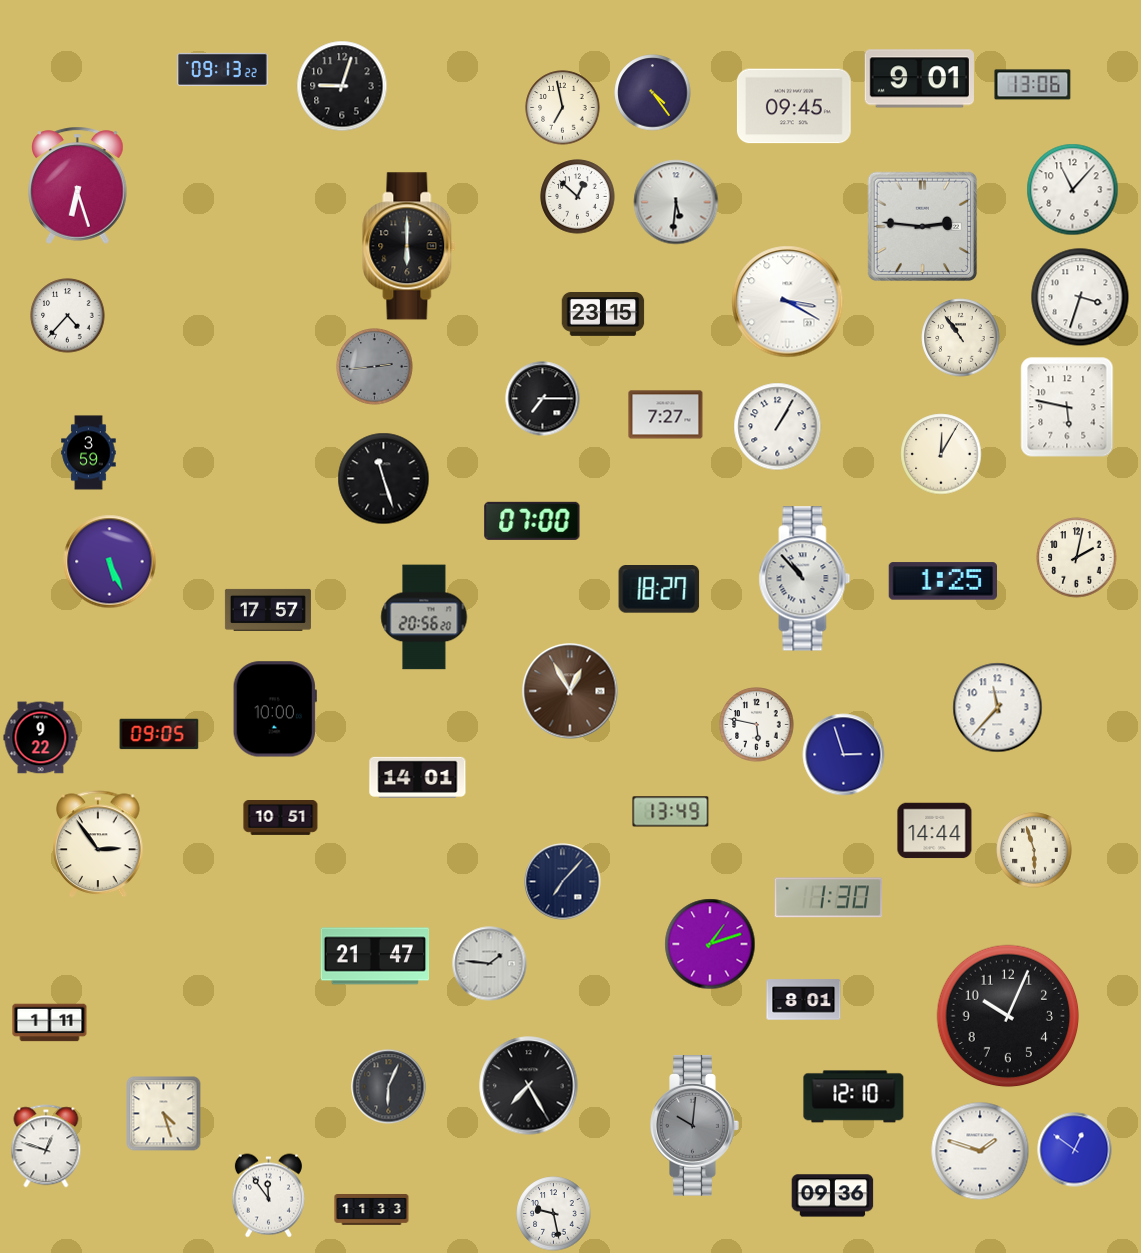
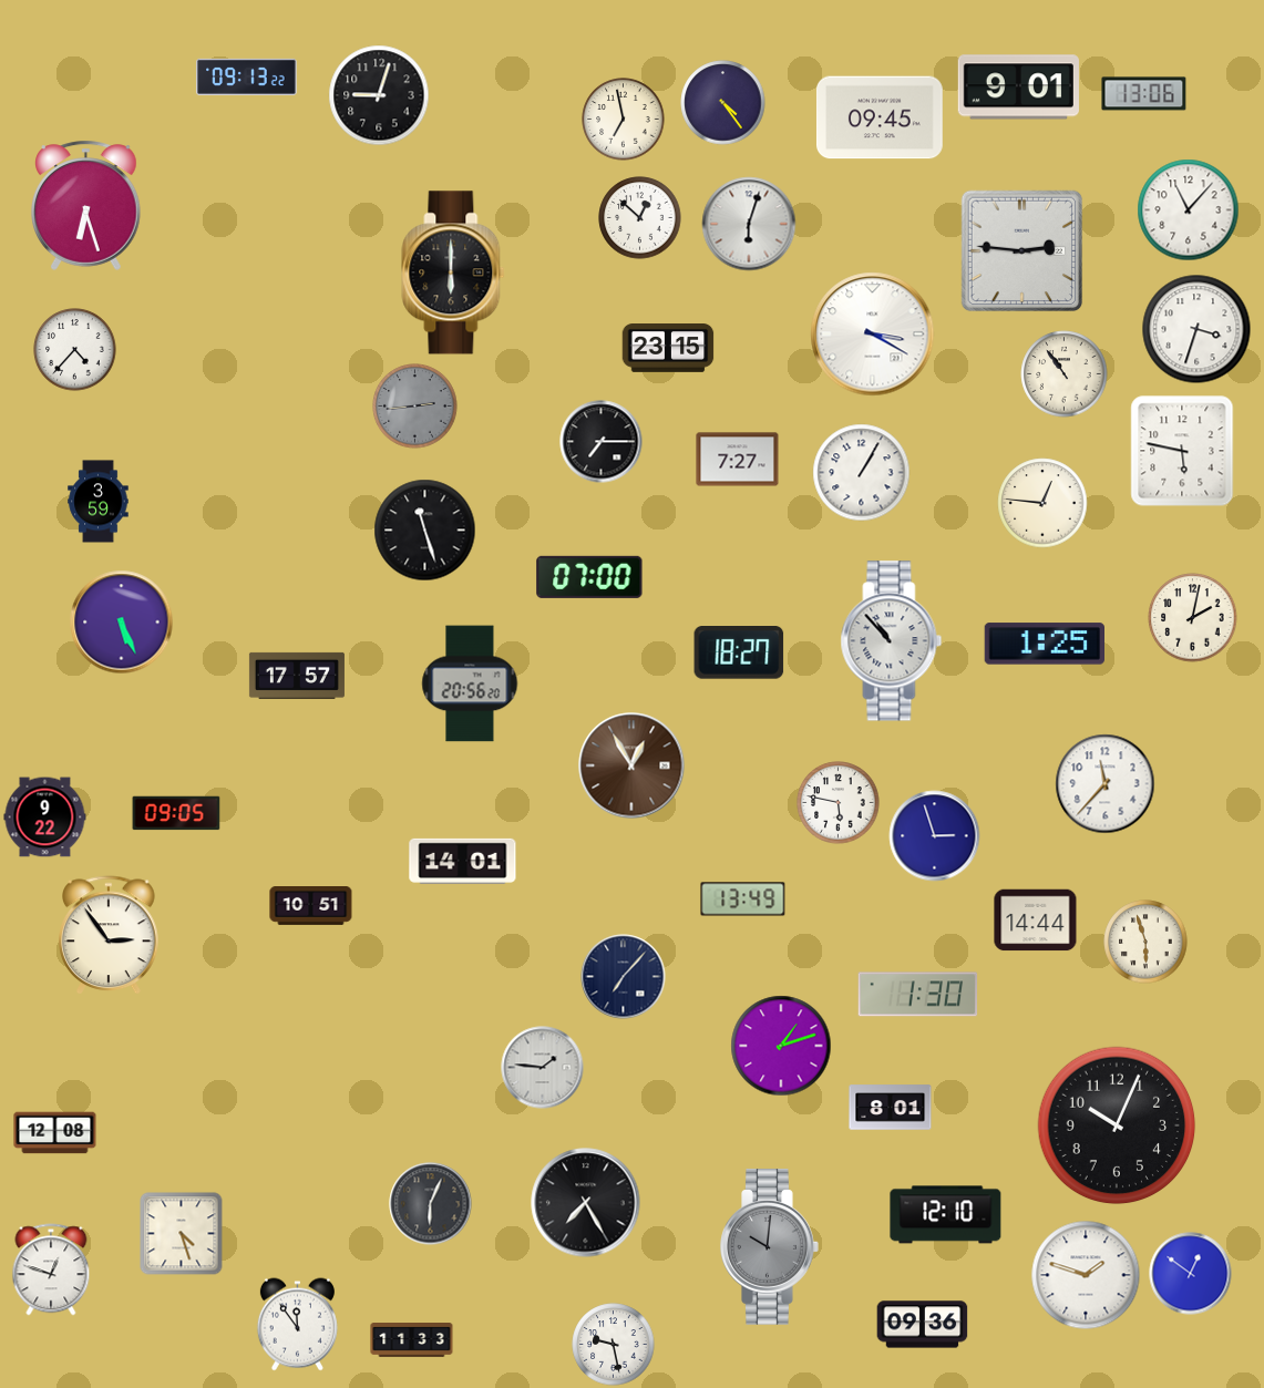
clock at (676, 202): 5:31 -> 6:03
clock at (941, 454): 12:05 -> 12:46
clock at (659, 590) position: (659, 590) -> (739, 654)
clock at (275, 709): 10:00 -> none
clock at (710, 944) position: (710, 944) -> (781, 1046)
clock at (375, 956): 21:47 -> none
clock at (50, 1023): 1:11 -> 12:08
